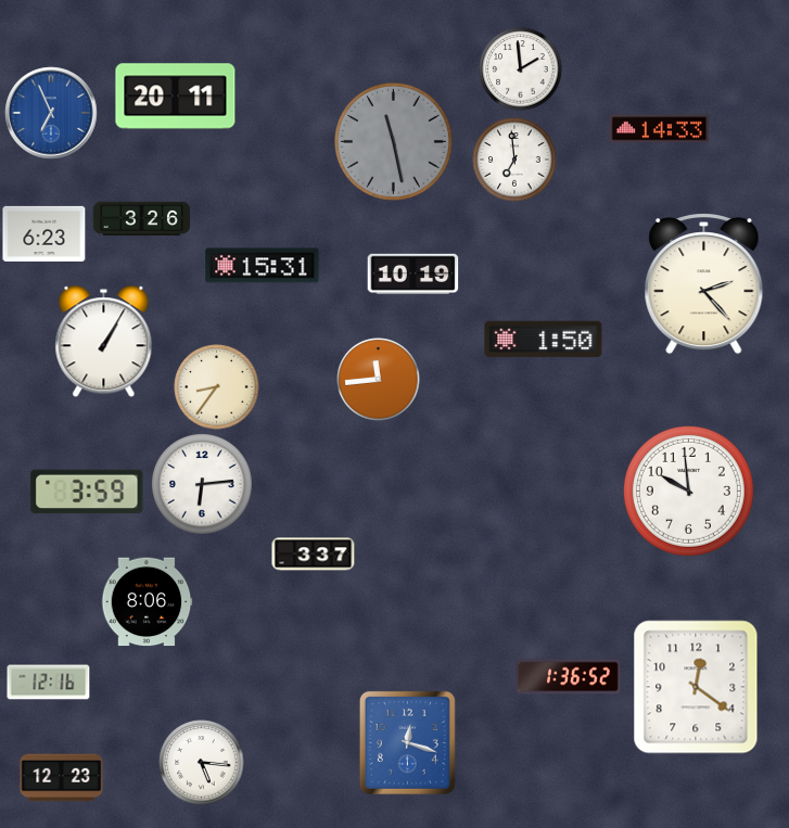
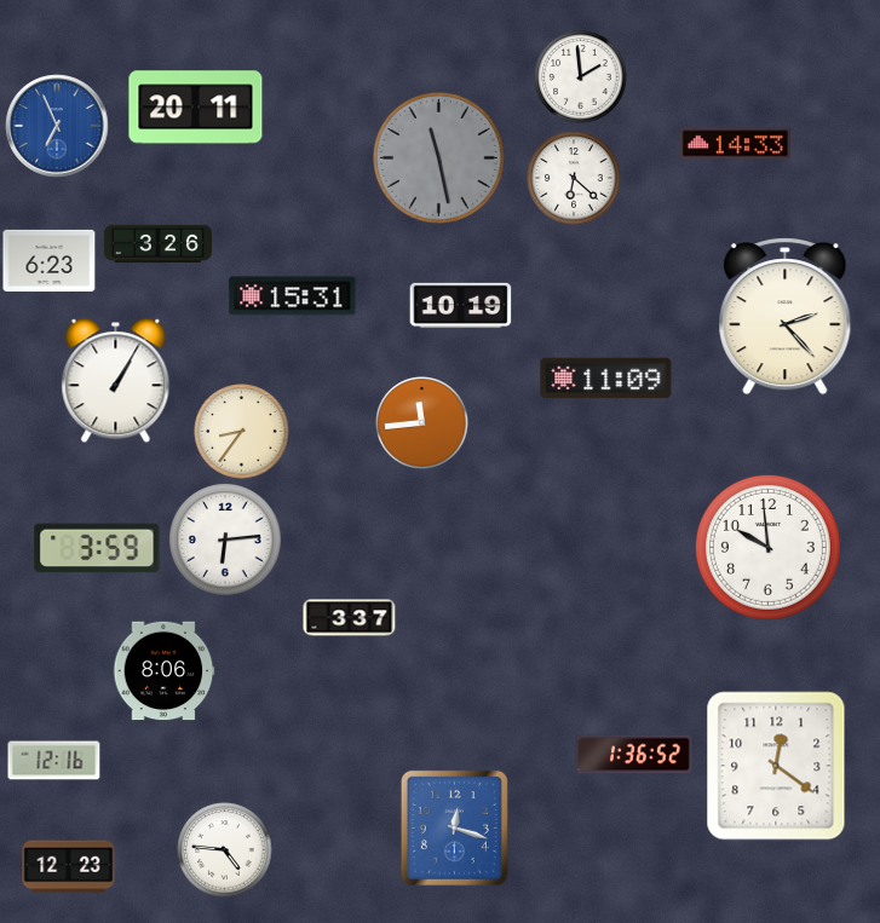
clock at (514, 160): 6:59 -> 6:22
clock at (544, 340): 1:50 -> 11:09
clock at (202, 763): 5:16 -> 4:46
